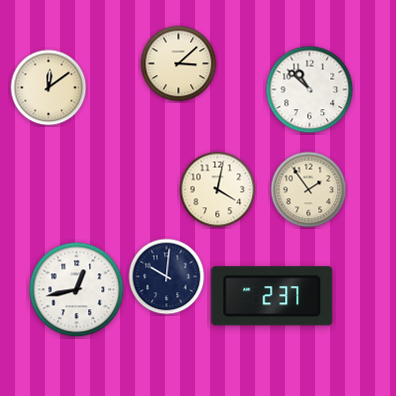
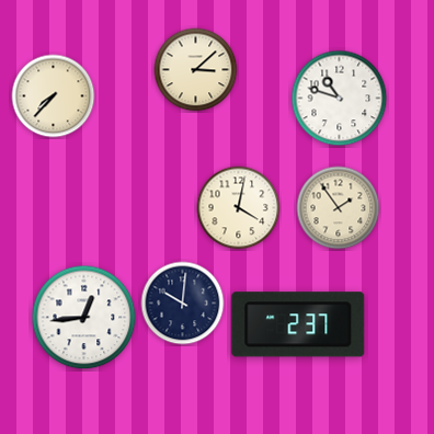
clock at (49, 88): 12:09 -> 7:37
clock at (310, 90): 10:52 -> 10:48
clock at (77, 290): 12:43 -> 12:44
